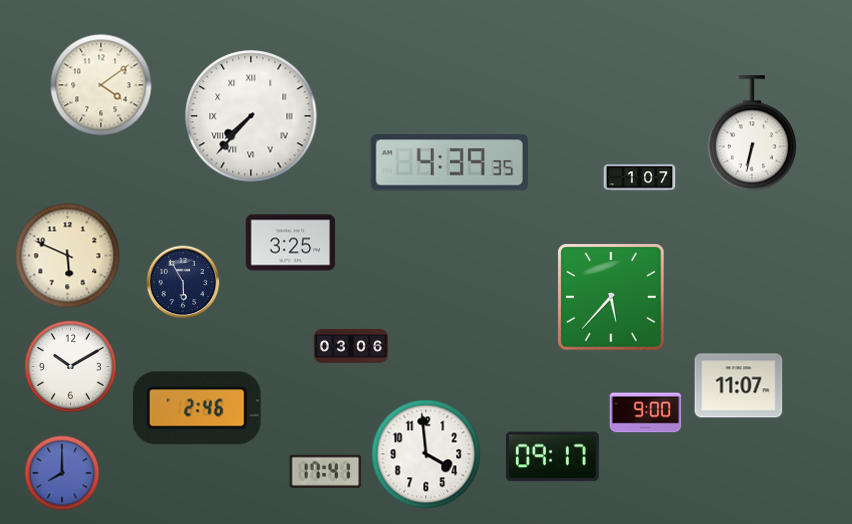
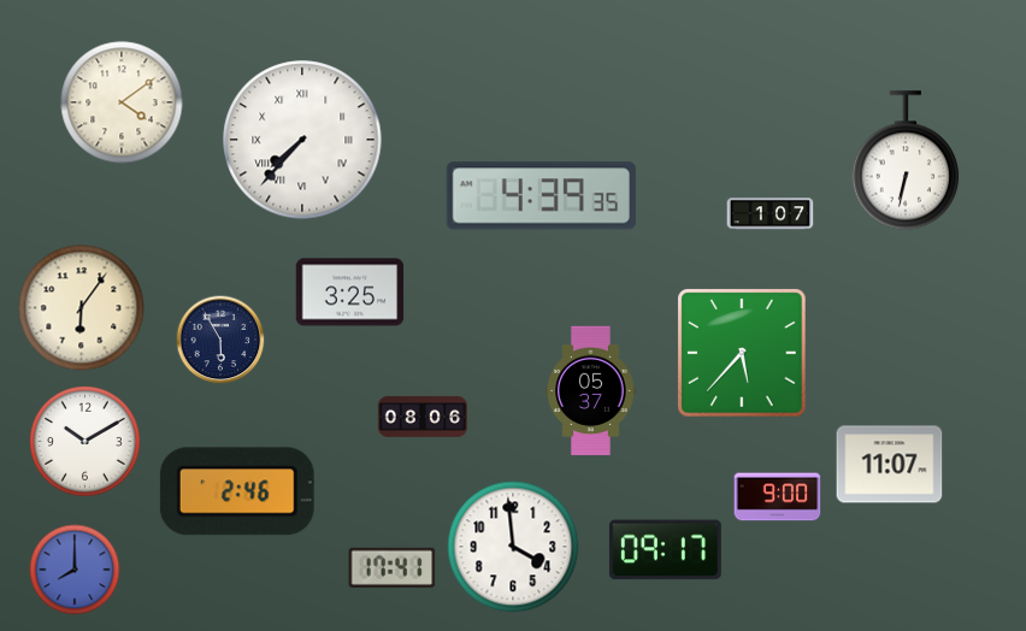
clock at (68, 256): 5:49 -> 6:06
clock at (611, 297) position: (611, 297) -> (742, 353)
clock at (591, 390): none -> 05:37
clock at (350, 346): 03:06 -> 08:06
